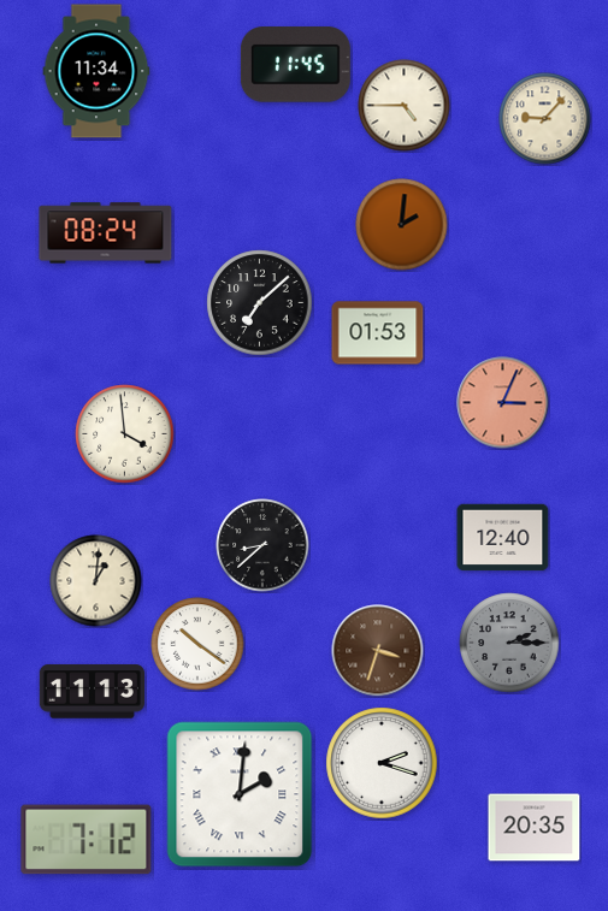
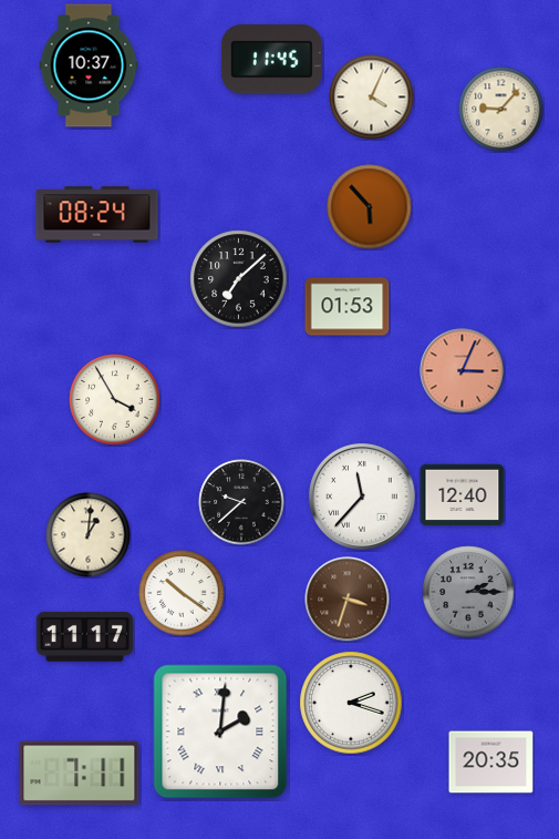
clock at (96, 71): 11:34 -> 10:37
clock at (405, 106): 4:45 -> 4:04
clock at (402, 225): 2:01 -> 5:53
clock at (125, 434): 3:59 -> 3:55
clock at (363, 498): none -> 11:37
clock at (262, 545): 8:38 -> 9:38
clock at (92, 692): 11:13 -> 11:17
clock at (87, 840): 7:12 -> 7:11
